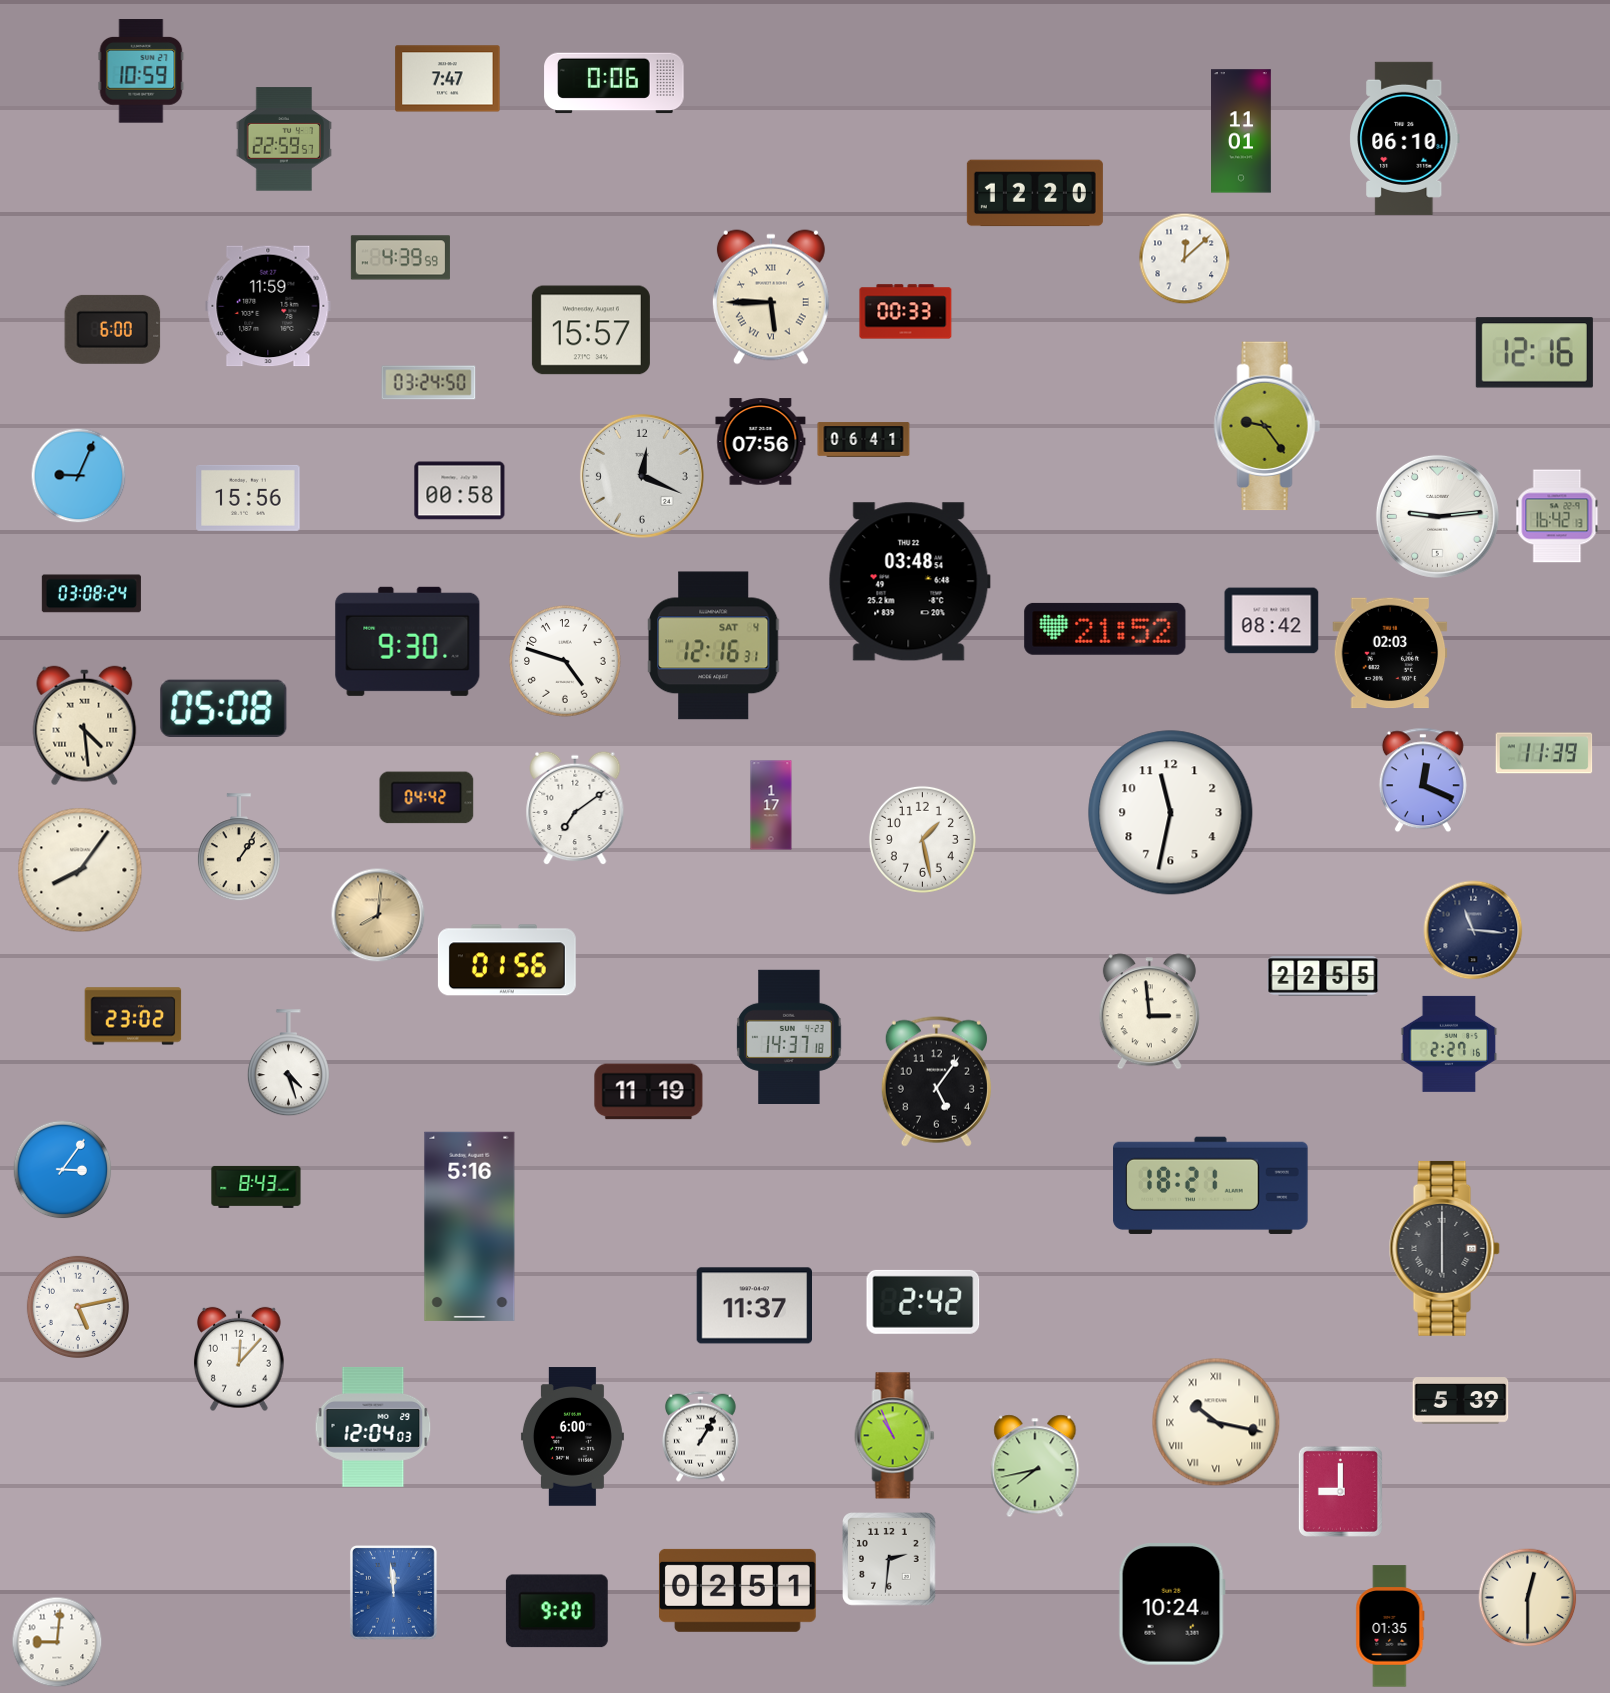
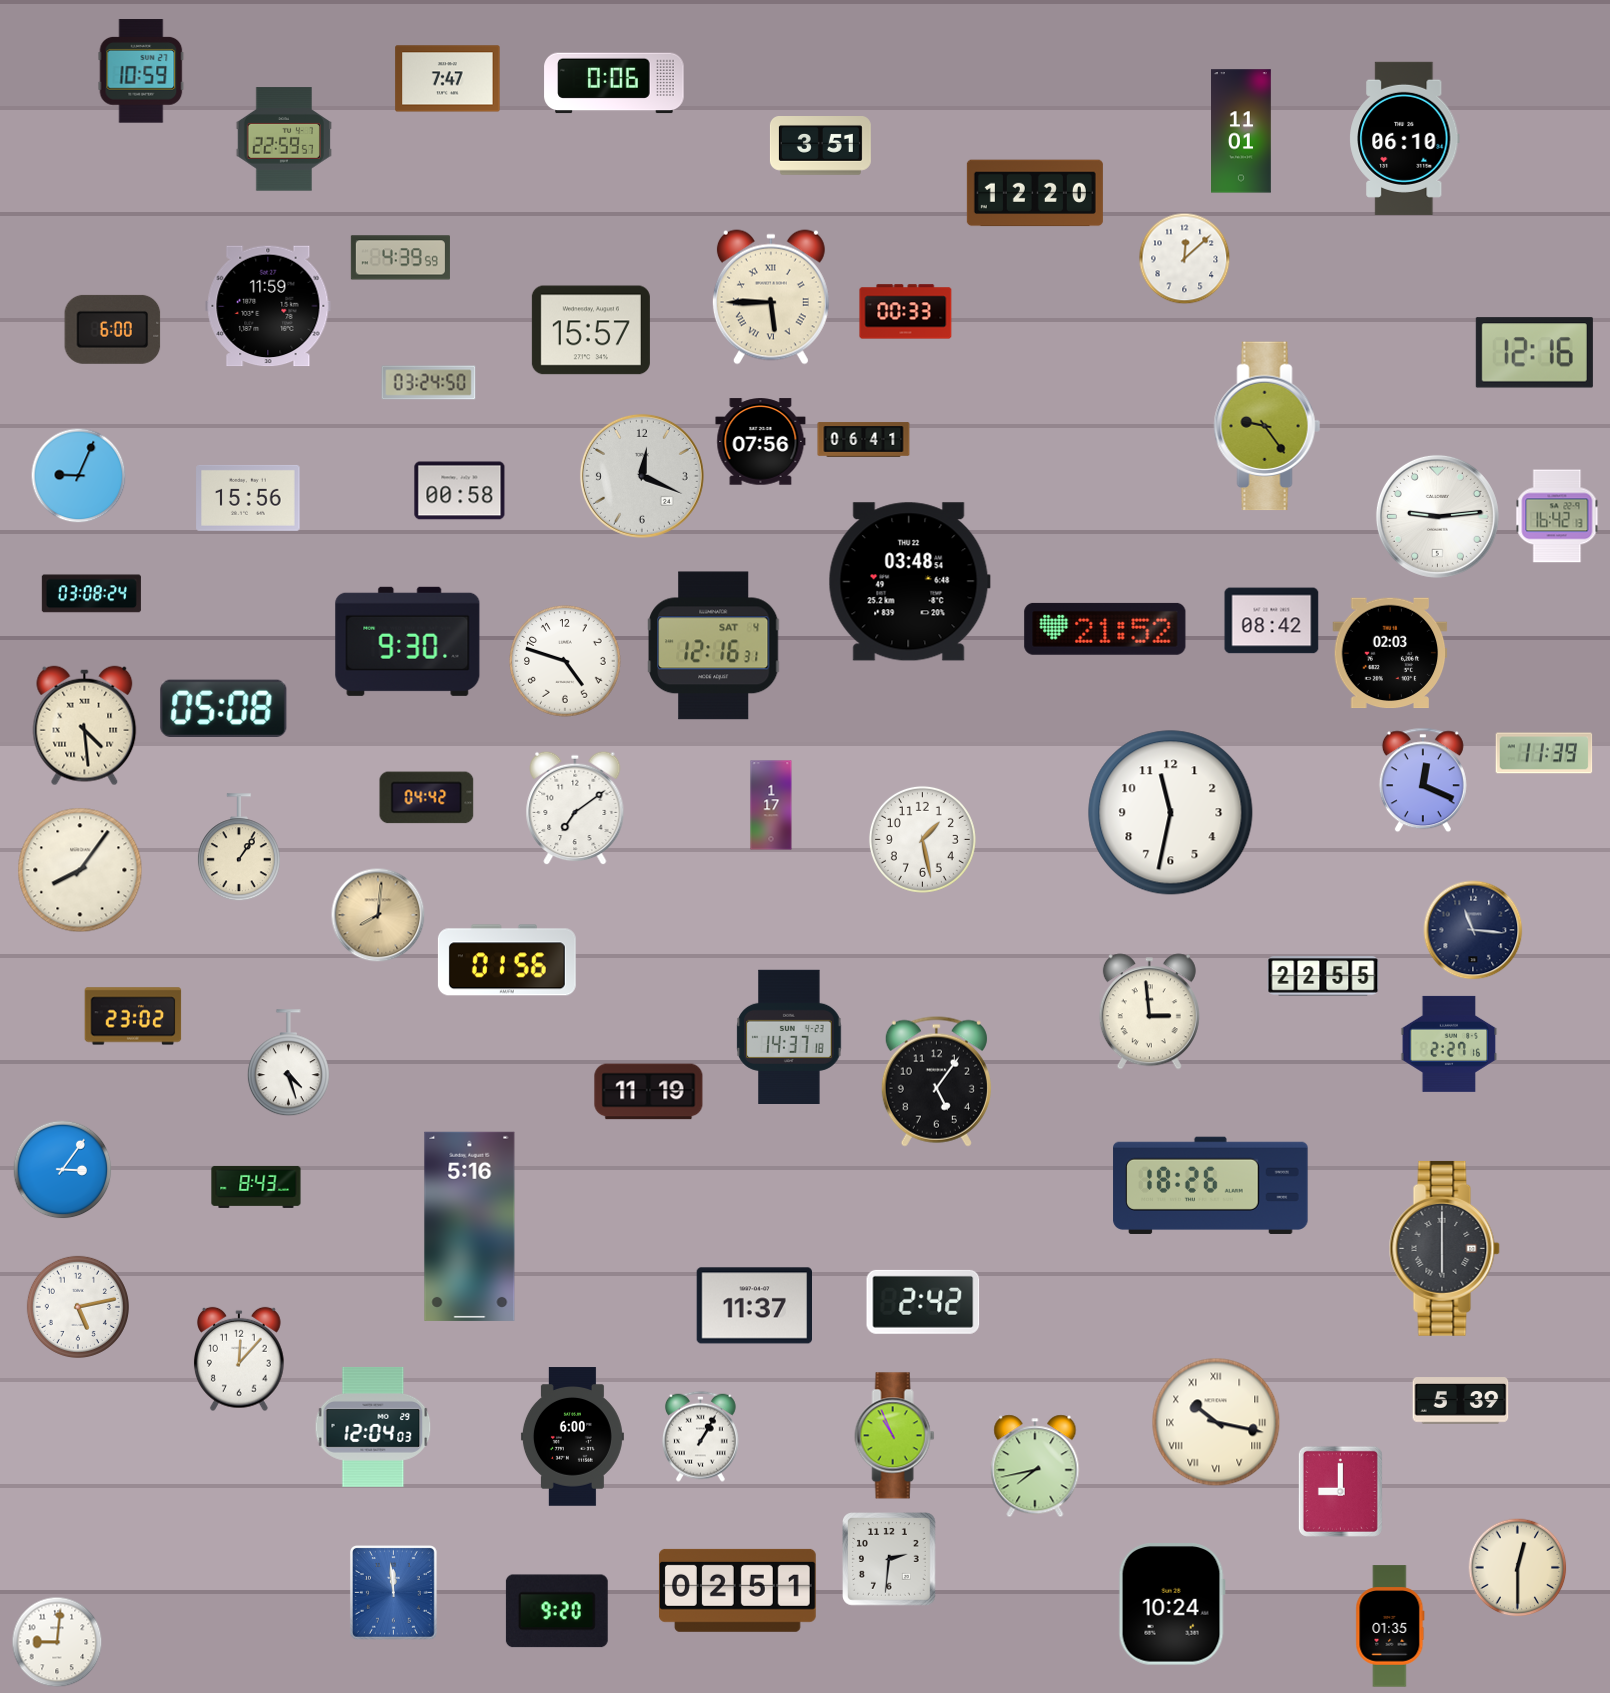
clock at (820, 146): none -> 3:51
clock at (1211, 1185): 18:21 -> 18:26
clock at (1528, 1598) position: (1528, 1598) -> (1518, 1568)
